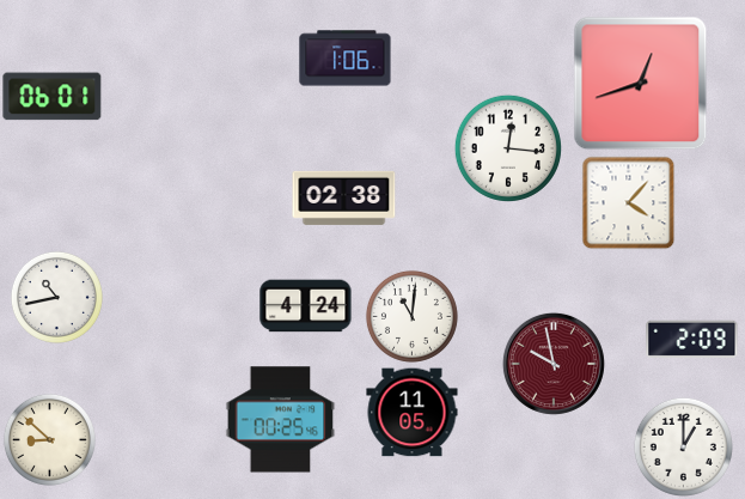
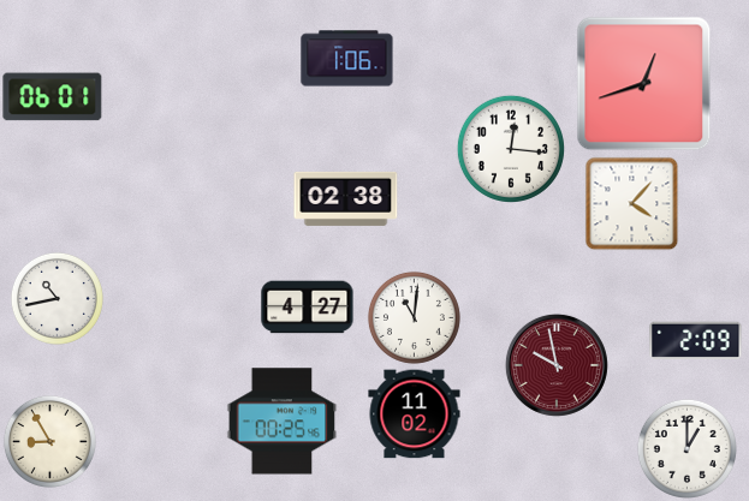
clock at (306, 306): 4:24 -> 4:27
clock at (413, 413): 11:05 -> 11:02
clock at (49, 439): 8:52 -> 8:55
